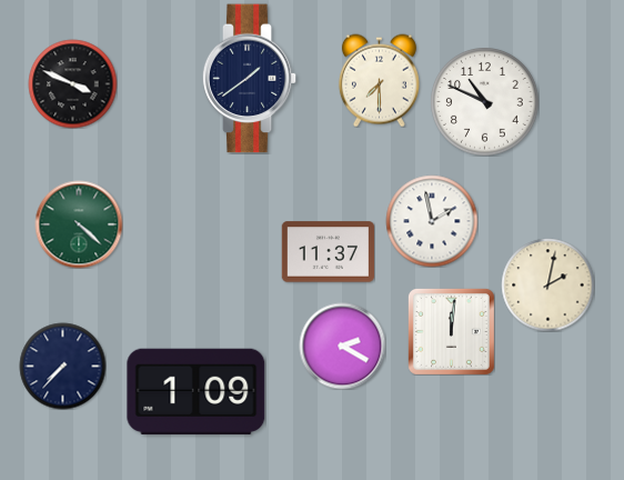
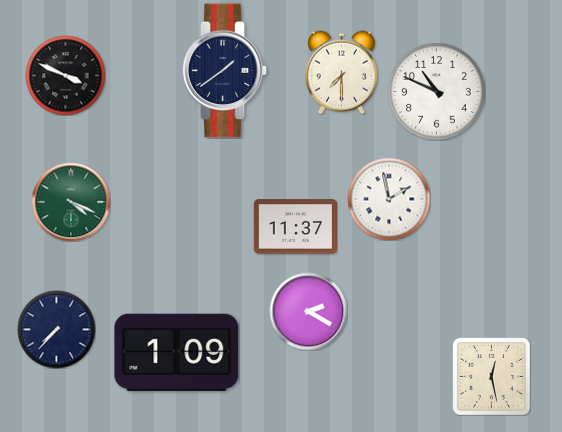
clock at (79, 224): 4:22 -> 4:19
clock at (547, 284): 2:02 -> none
clock at (451, 331): 12:01 -> none
clock at (491, 376): none -> 12:28
